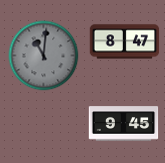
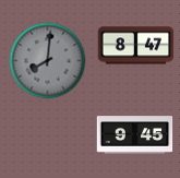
clock at (44, 56): 11:01 -> 8:01
